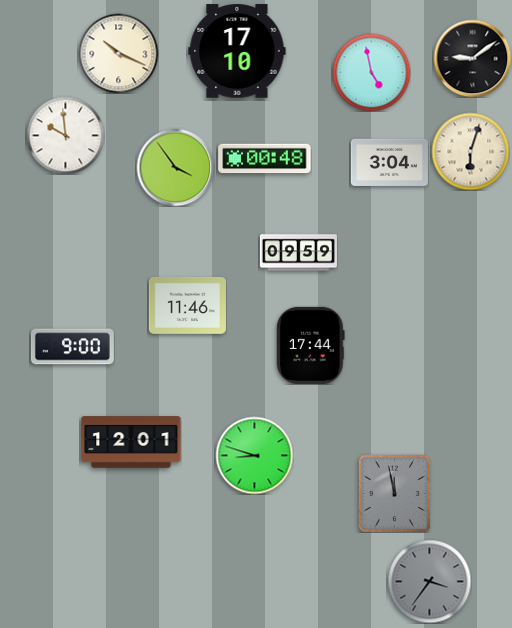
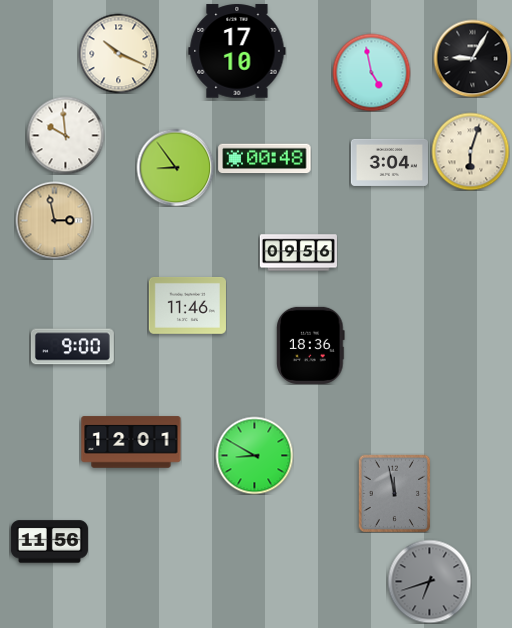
clock at (472, 58): 9:09 -> 9:05
clock at (175, 167): 3:54 -> 8:54
clock at (54, 220): none -> 2:58
clock at (298, 253): 09:59 -> 09:56
clock at (311, 345): 17:44 -> 18:36
clock at (254, 455): 8:48 -> 8:50
clock at (49, 542): none -> 11:56
clock at (429, 581): 3:36 -> 6:42
